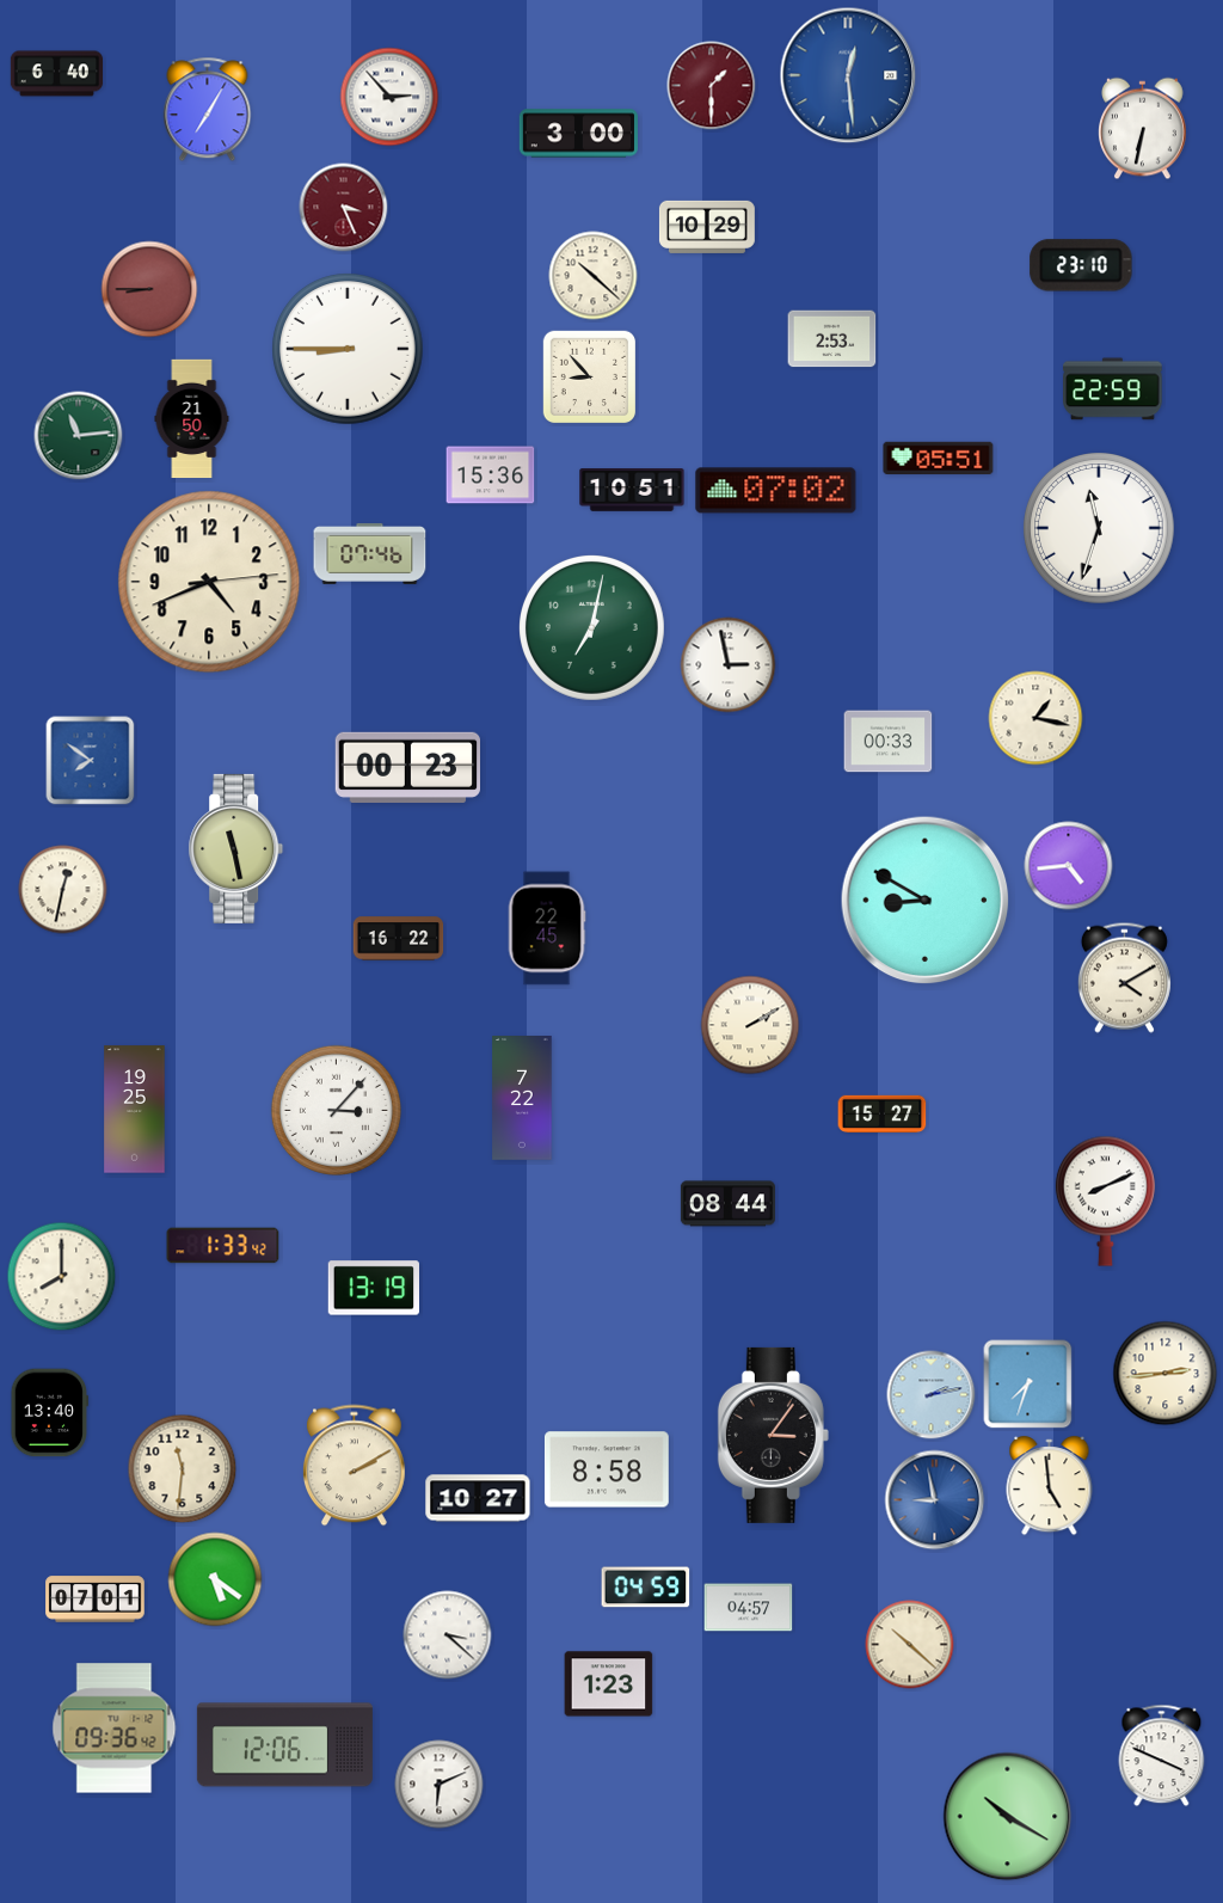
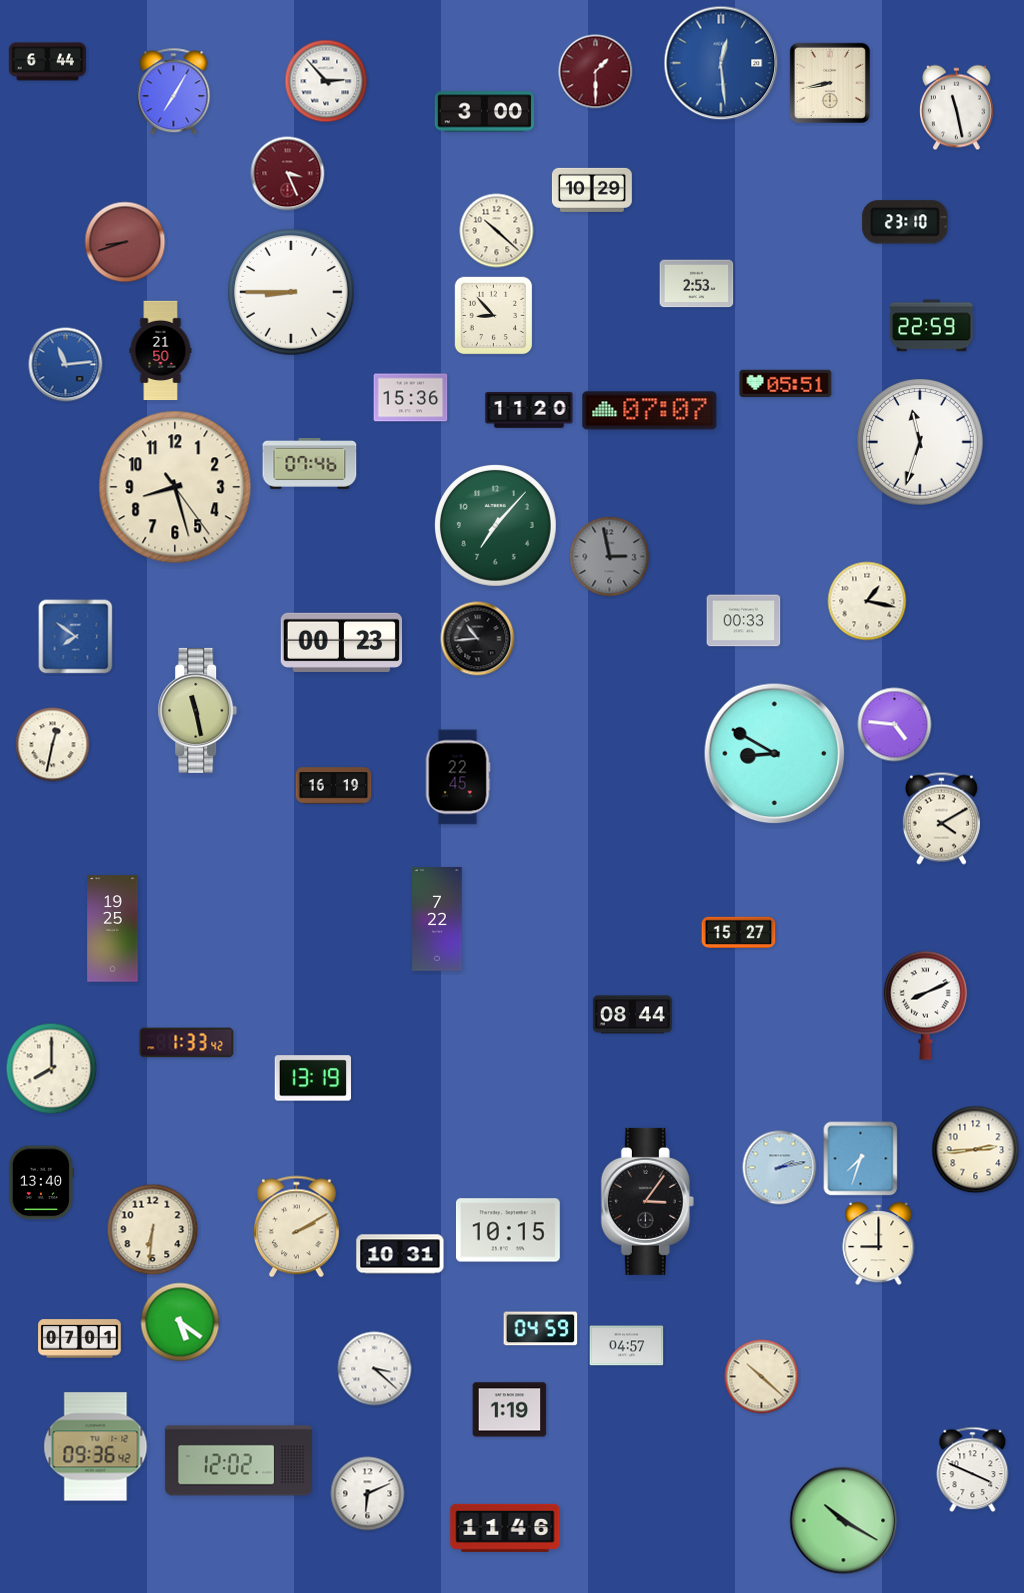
clock at (56, 74): 6:40 -> 6:44
clock at (848, 75) position: (848, 75) -> (721, 63)
clock at (829, 82): none -> 8:43
clock at (1143, 129): 6:32 -> 11:28
clock at (149, 289): 8:45 -> 8:42
clock at (79, 436) dial: green -> blue
clock at (632, 490): 10:51 -> 11:20
clock at (776, 491): 07:02 -> 07:07
clock at (209, 582): 4:41 -> 8:27
clock at (591, 627): 7:02 -> 7:07
clock at (729, 665) dial: white -> grey
clock at (478, 639): none -> 10:44
clock at (1069, 866): 4:44 -> 4:46
clock at (399, 939): 16:22 -> 16:19
clock at (750, 1025): 2:10 -> none
clock at (336, 1110): 3:07 -> none
clock at (727, 1204) position: (727, 1204) -> (632, 1015)
clock at (183, 1469): 11:31 -> 6:31
clock at (607, 1469): 8:58 -> 10:15
clock at (1050, 1486): 4:59 -> 9:00
clock at (478, 1498): 10:27 -> 10:31
clock at (935, 1500): 8:58 -> none
clock at (609, 1684): 1:23 -> 1:19
clock at (284, 1745): 12:06 -> 12:02
clock at (505, 1528): none -> 11:46
